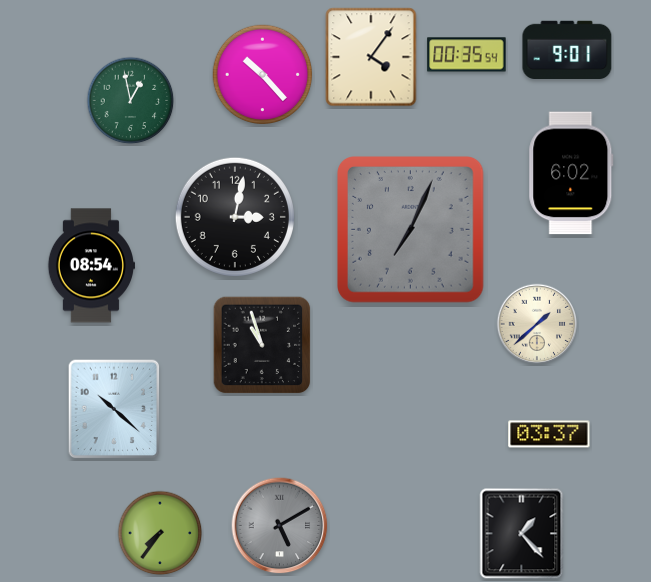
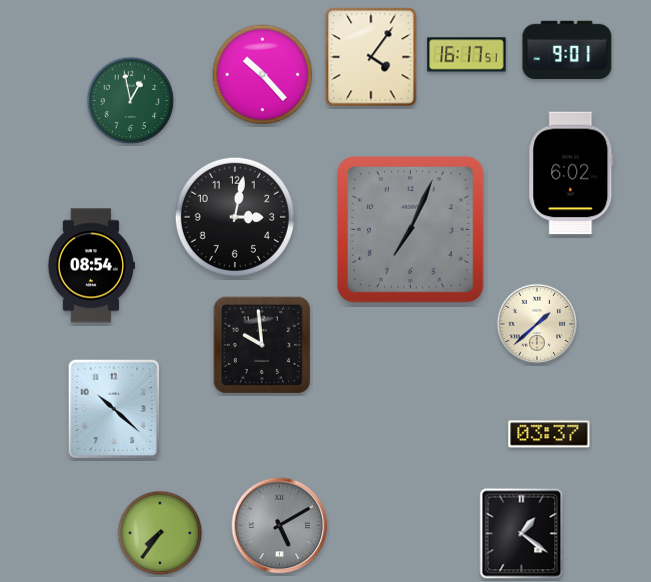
clock at (467, 55): 00:35 -> 16:17
clock at (262, 345): 10:57 -> 9:59
clock at (522, 534): 1:23 -> 1:21
